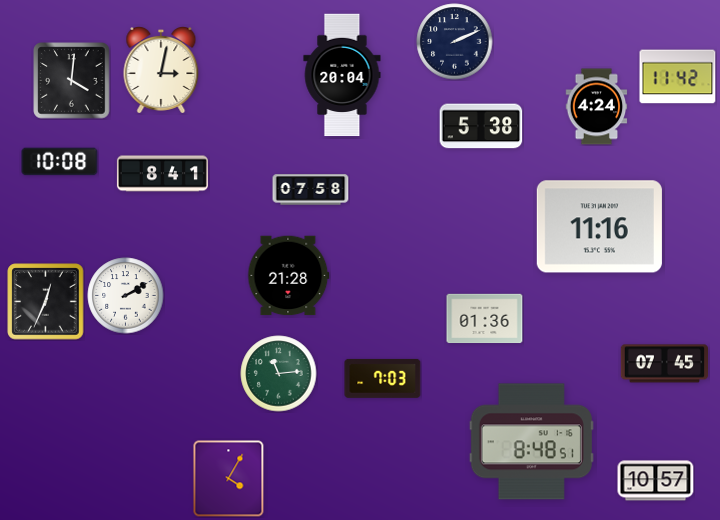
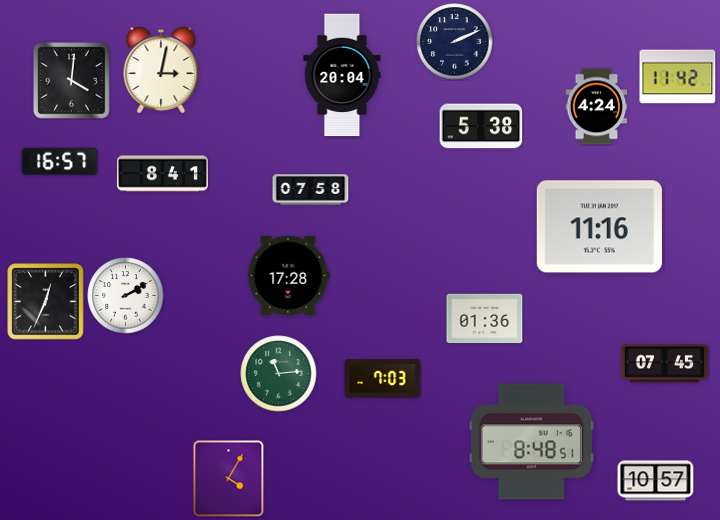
clock at (60, 162): 10:08 -> 16:57
clock at (289, 276): 21:28 -> 17:28
